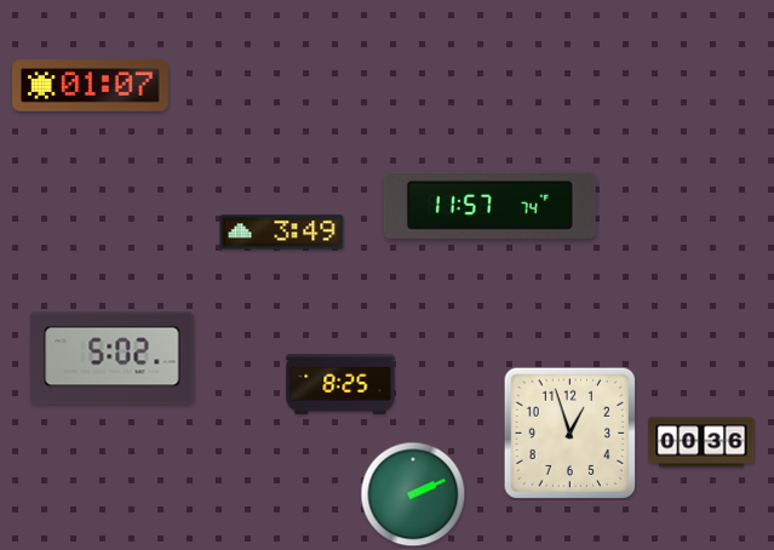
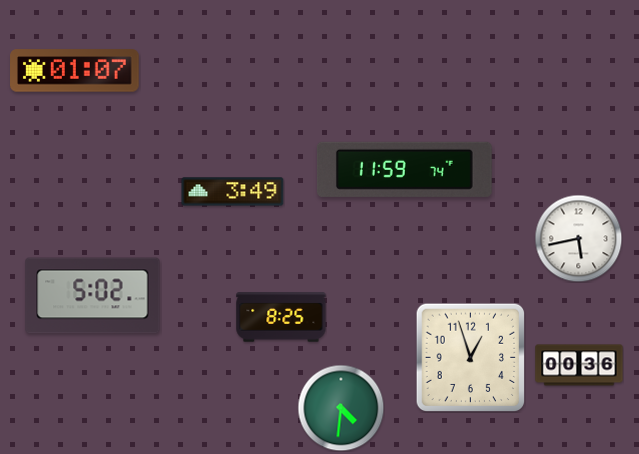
clock at (489, 205): 11:57 -> 11:59
clock at (578, 238): none -> 5:43
clock at (413, 494): 2:11 -> 4:31
